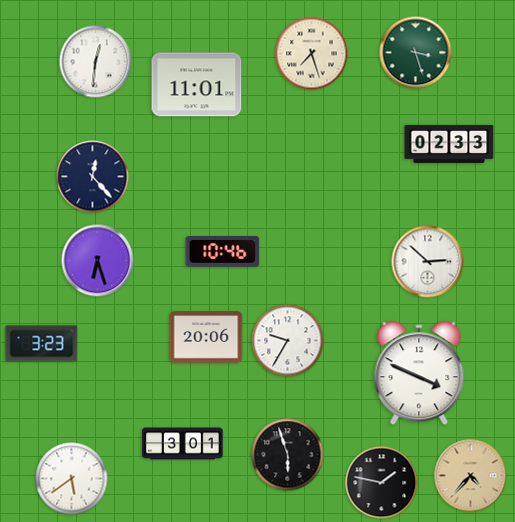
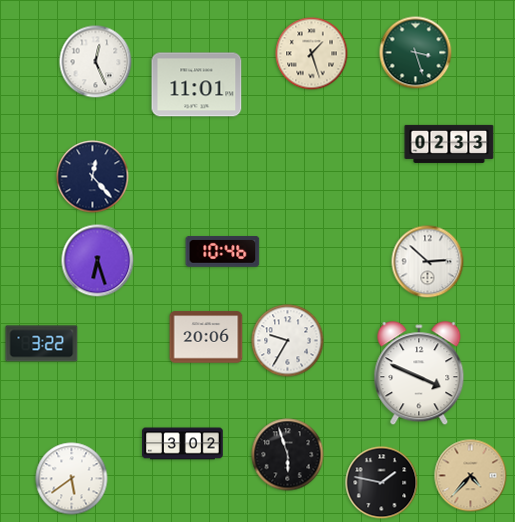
clock at (312, 54): 7:27 -> 1:27
clock at (96, 62): 12:31 -> 12:26
clock at (42, 344): 3:23 -> 3:22
clock at (183, 444): 3:01 -> 3:02
